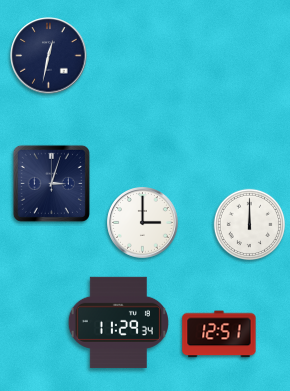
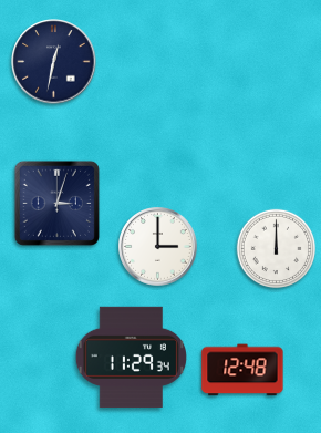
clock at (219, 334): 12:51 -> 12:48
